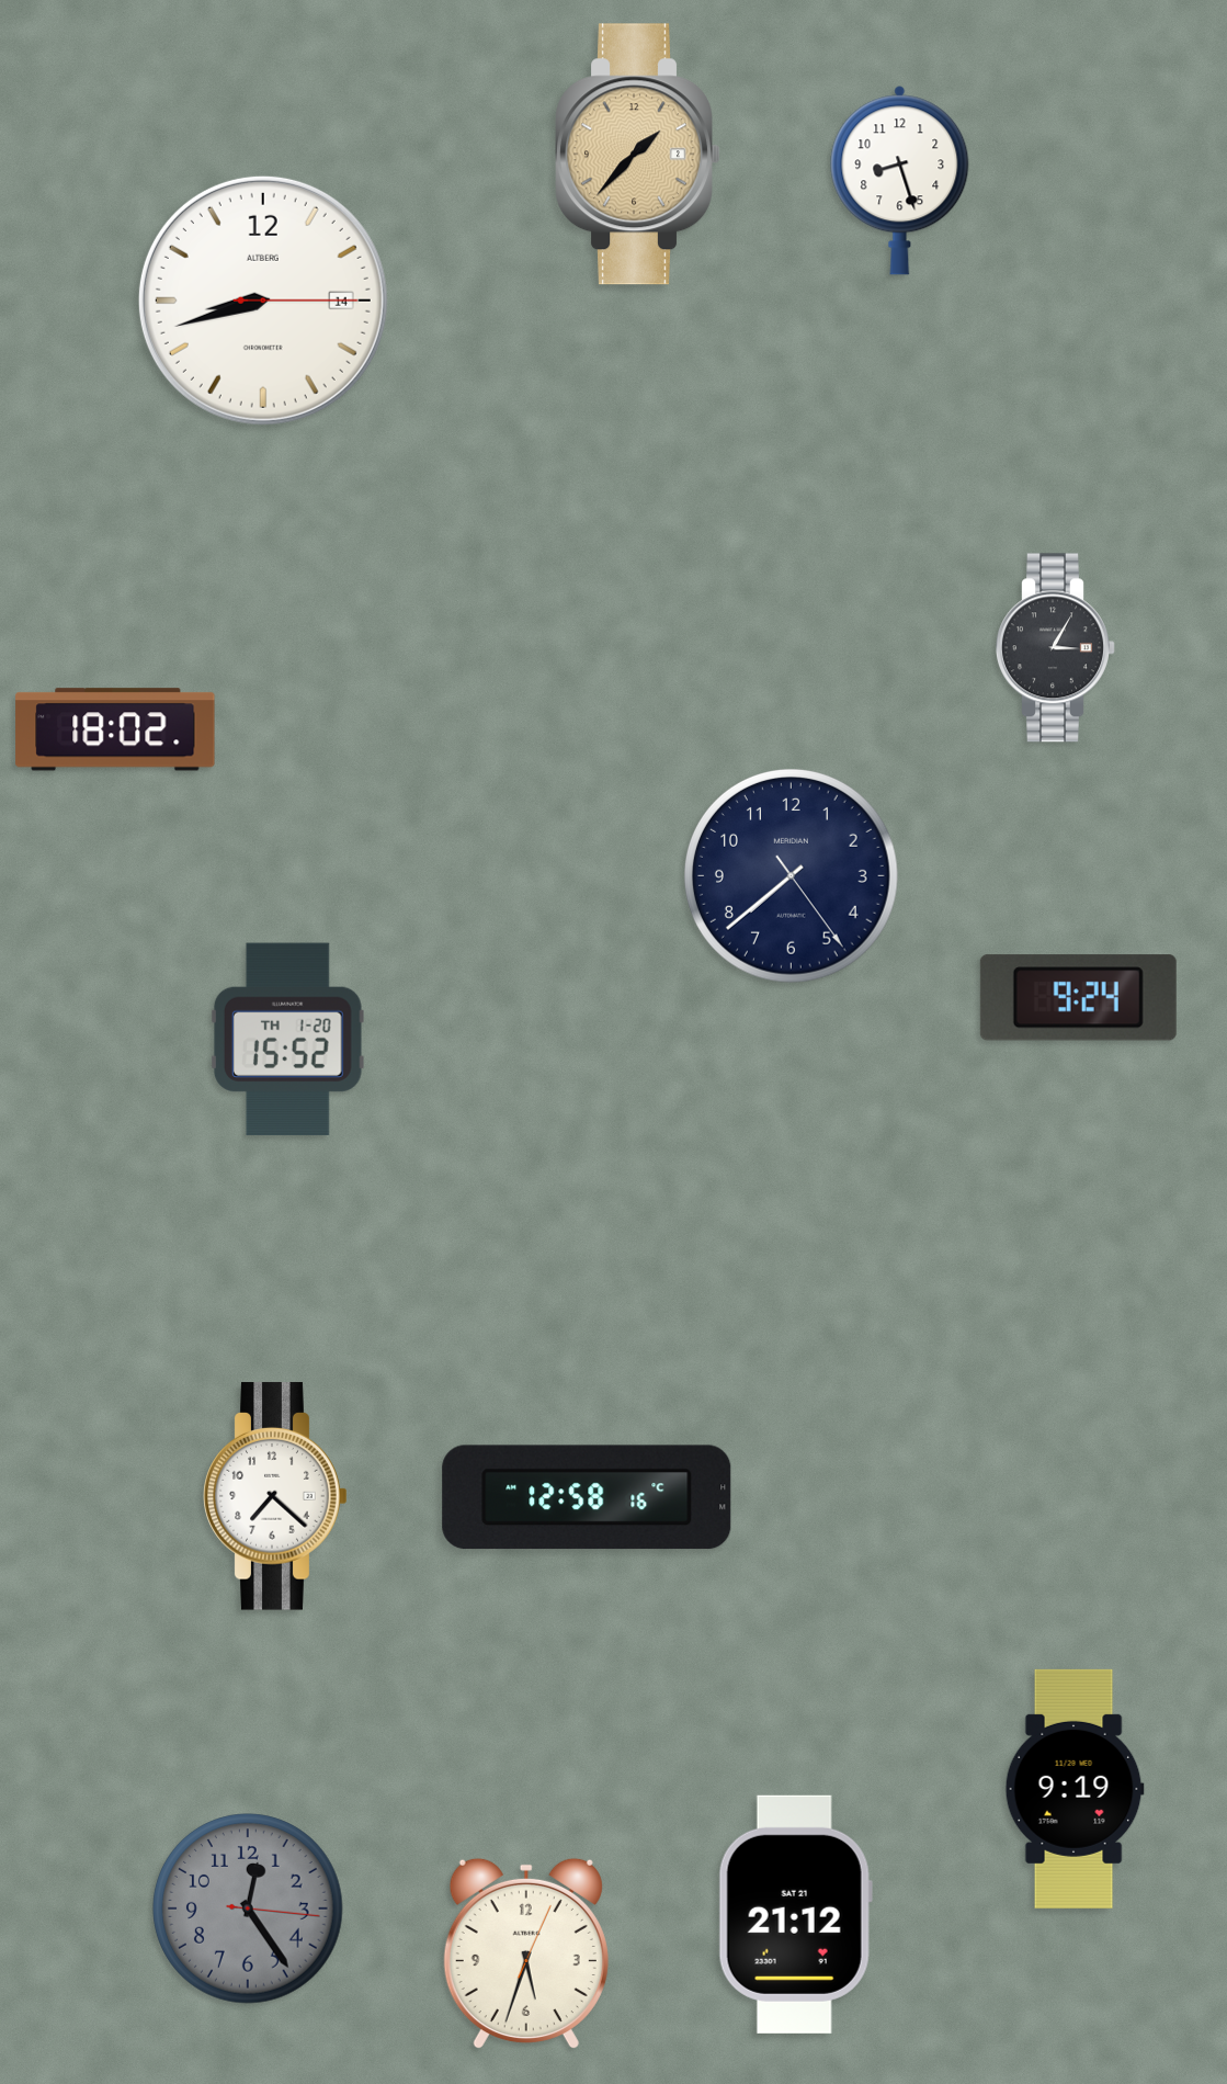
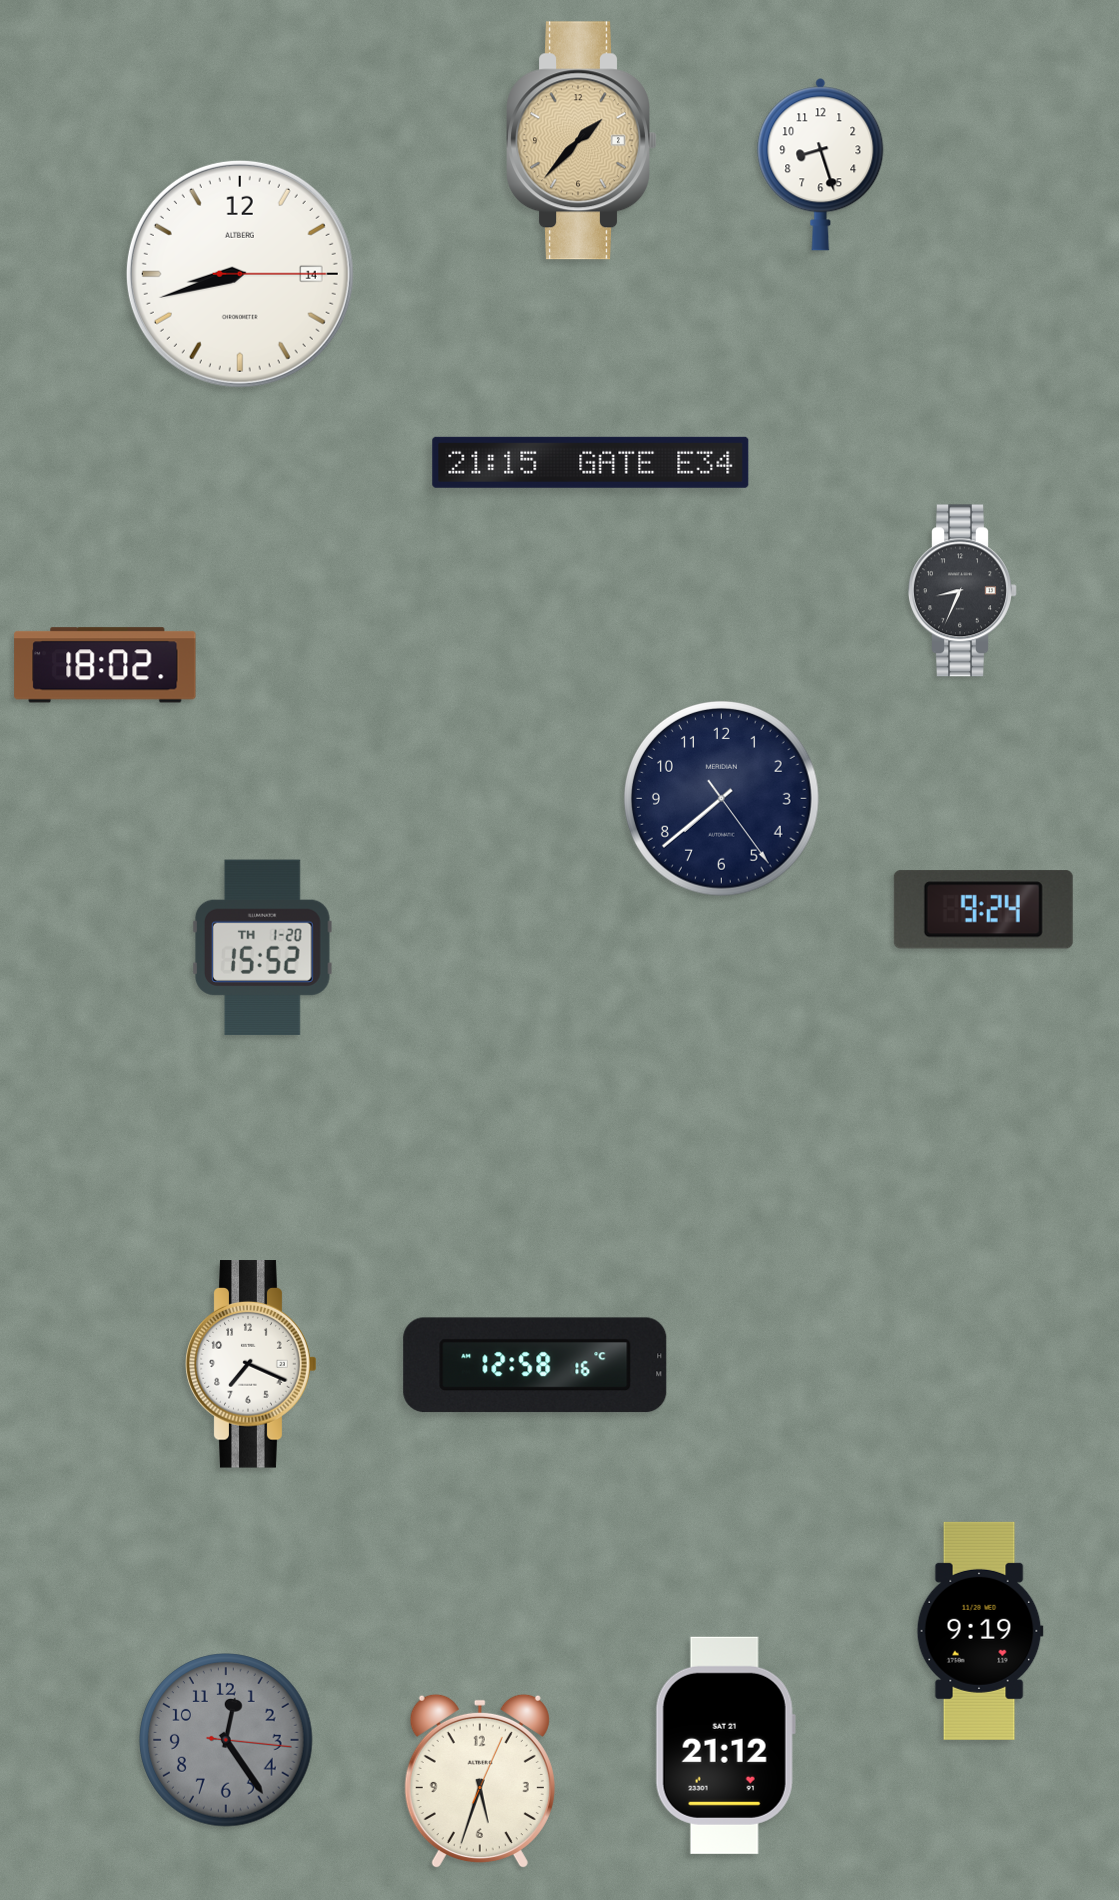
clock at (591, 462): none -> 21:15
clock at (1056, 648): 3:05 -> 8:34
clock at (275, 1496): 7:22 -> 7:19
